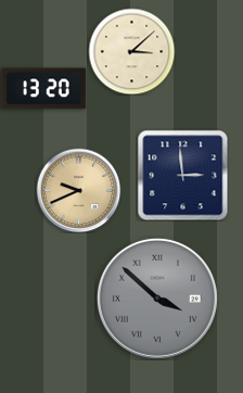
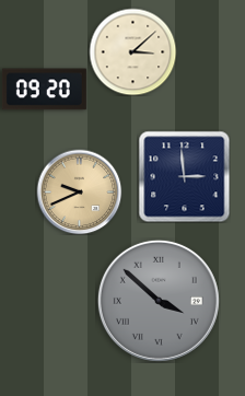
clock at (43, 89): 13:20 -> 09:20
